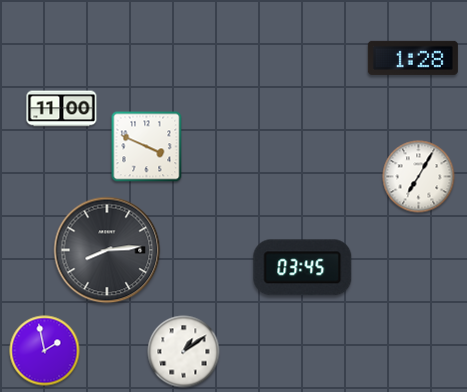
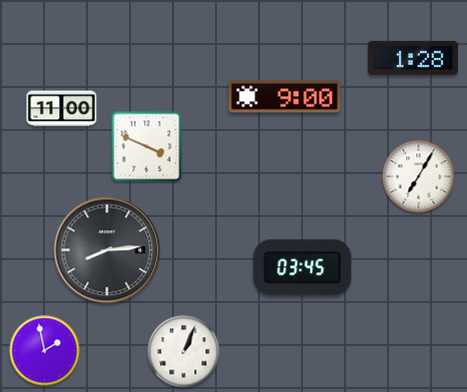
clock at (285, 97): none -> 9:00
clock at (184, 352): 1:09 -> 1:04
